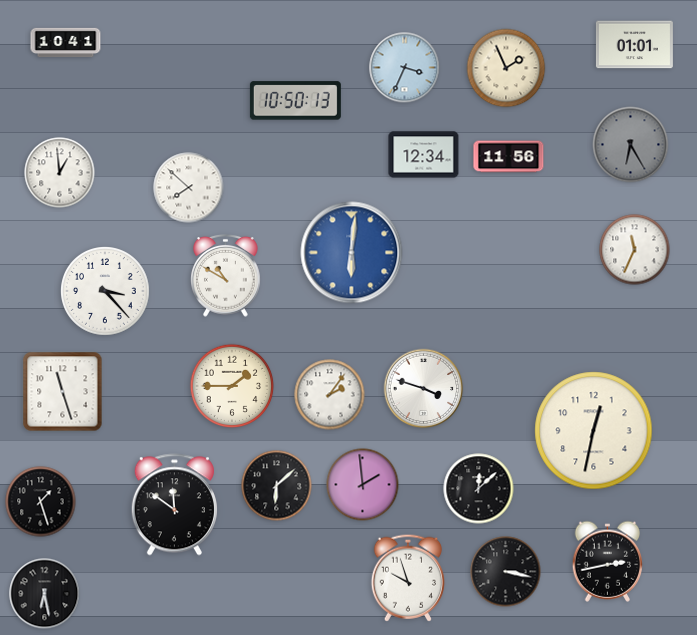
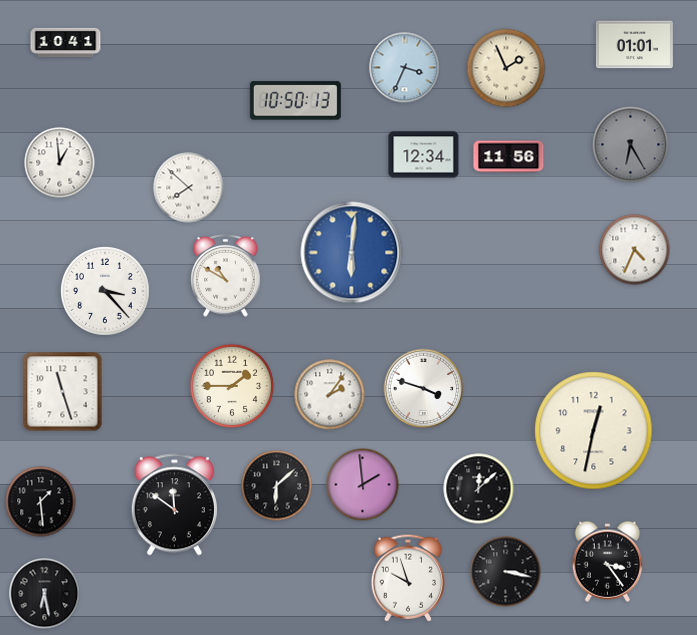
clock at (60, 173) position: (60, 173) -> (60, 163)
clock at (635, 250): 11:34 -> 4:34
clock at (41, 502): 1:27 -> 1:29
clock at (608, 561): 2:43 -> 3:24
